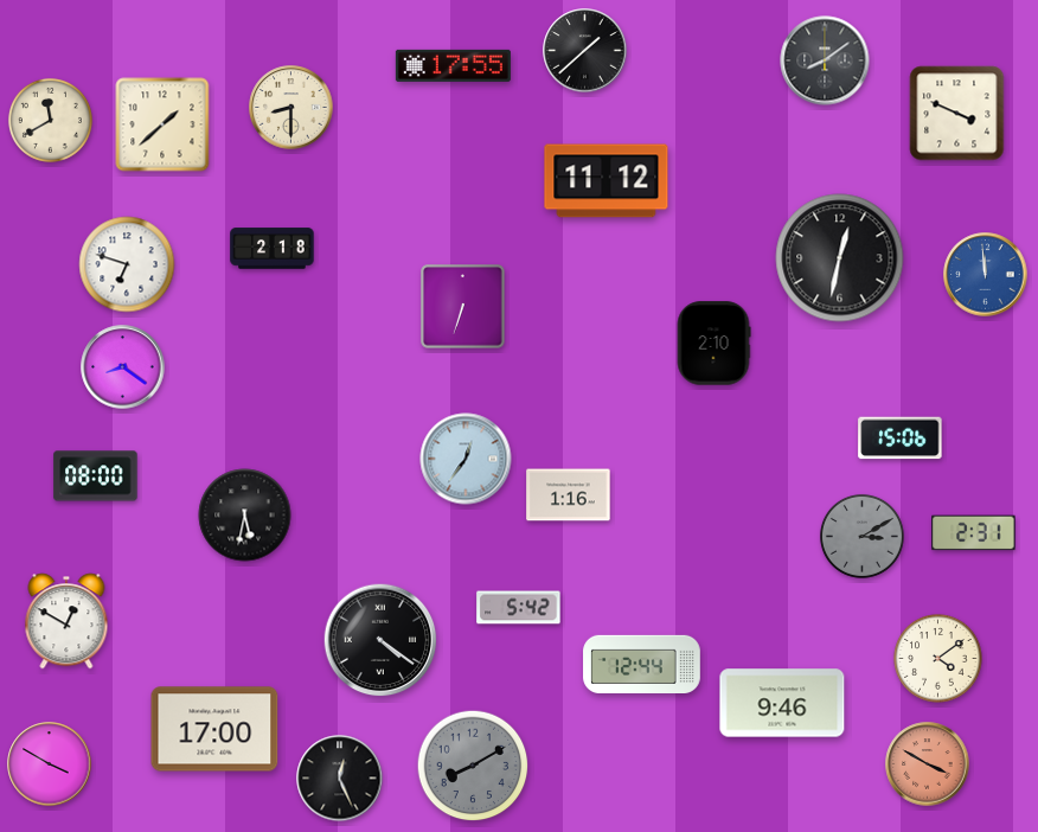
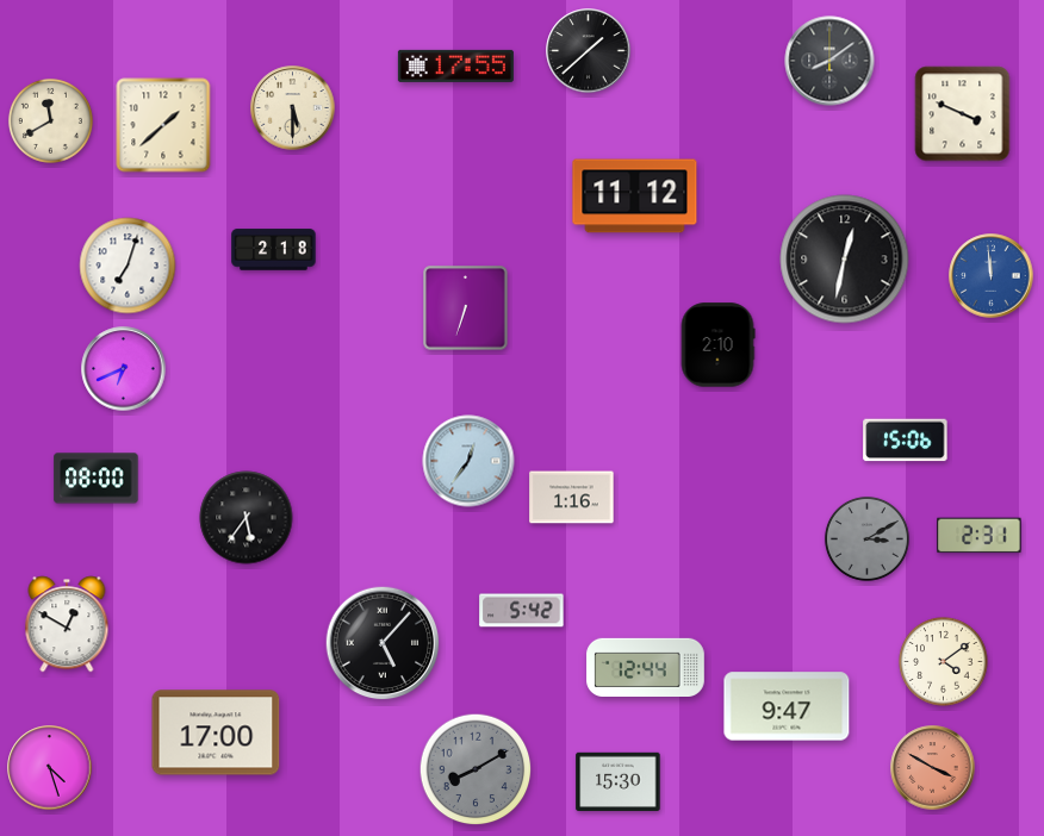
clock at (291, 108): 8:30 -> 5:30
clock at (607, 181) position: (607, 181) -> (635, 196)
clock at (127, 264): 6:48 -> 7:03
clock at (123, 367): 8:21 -> 6:41
clock at (245, 516): 5:32 -> 5:36
clock at (380, 640): 4:21 -> 5:07
clock at (782, 703): 9:46 -> 9:47
clock at (50, 764): 3:50 -> 4:27
clock at (619, 781): none -> 15:30
clock at (340, 779): 12:26 -> none
